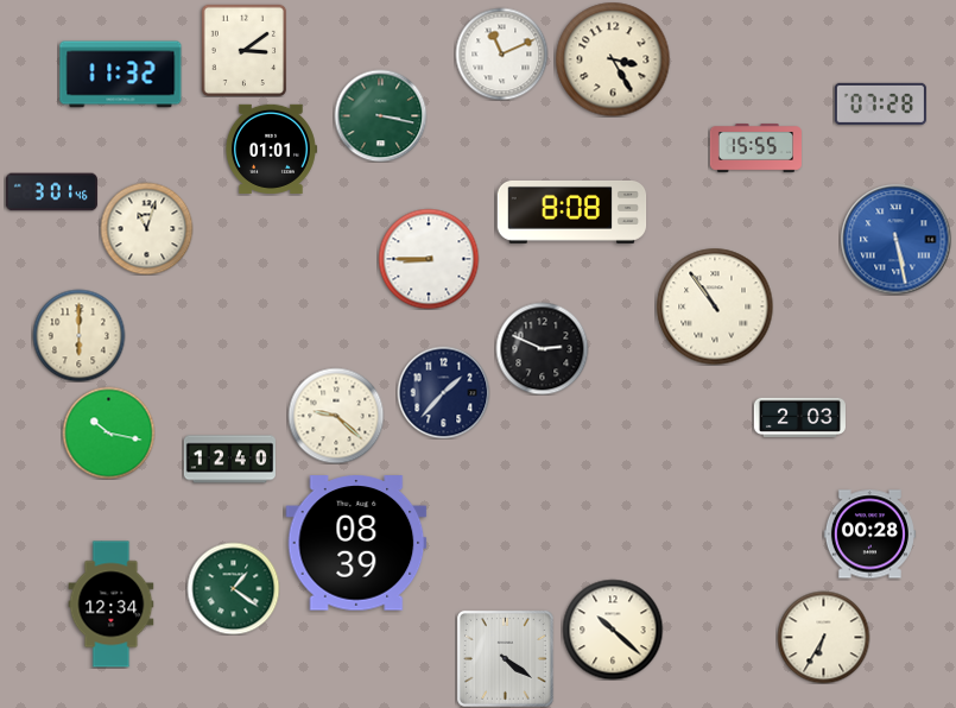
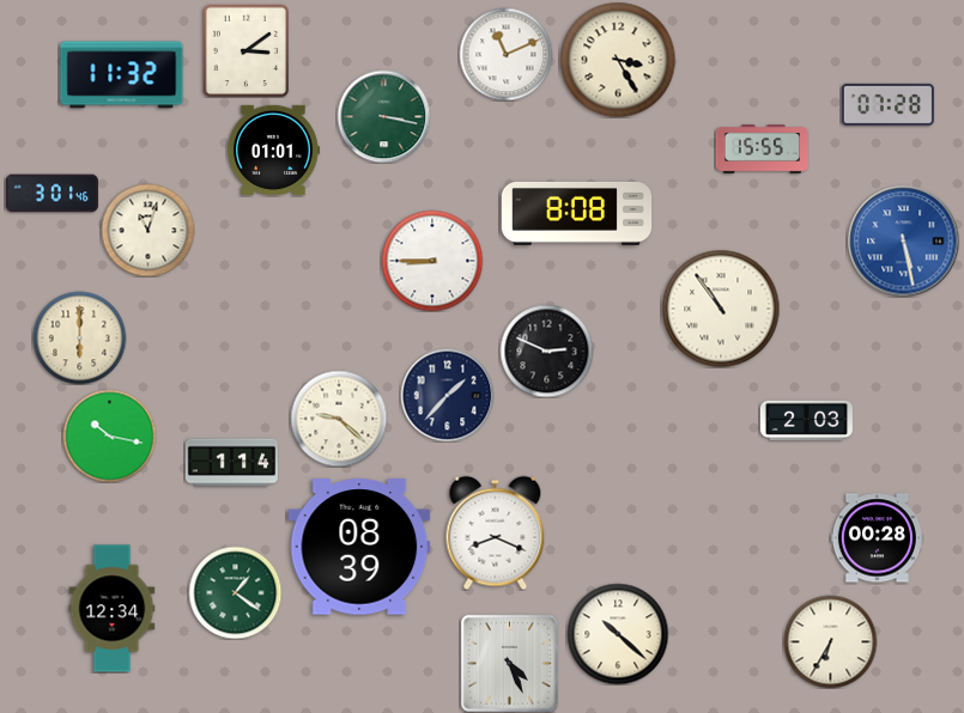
clock at (229, 460): 12:40 -> 1:14
clock at (496, 532): none -> 8:19
clock at (505, 658): 4:21 -> 4:26
